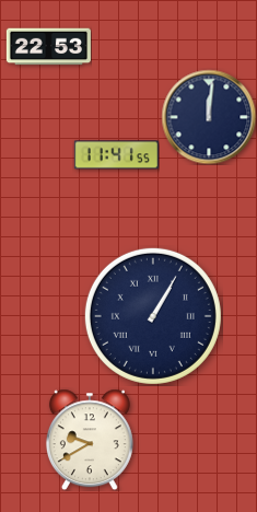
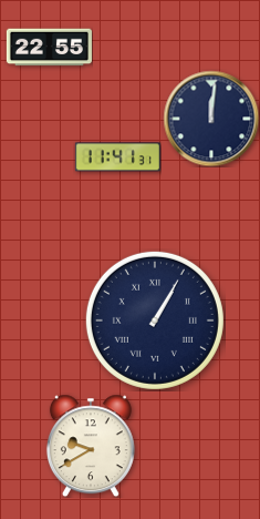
clock at (48, 47): 22:53 -> 22:55
clock at (116, 155): 11:41:55 -> 11:41:31
